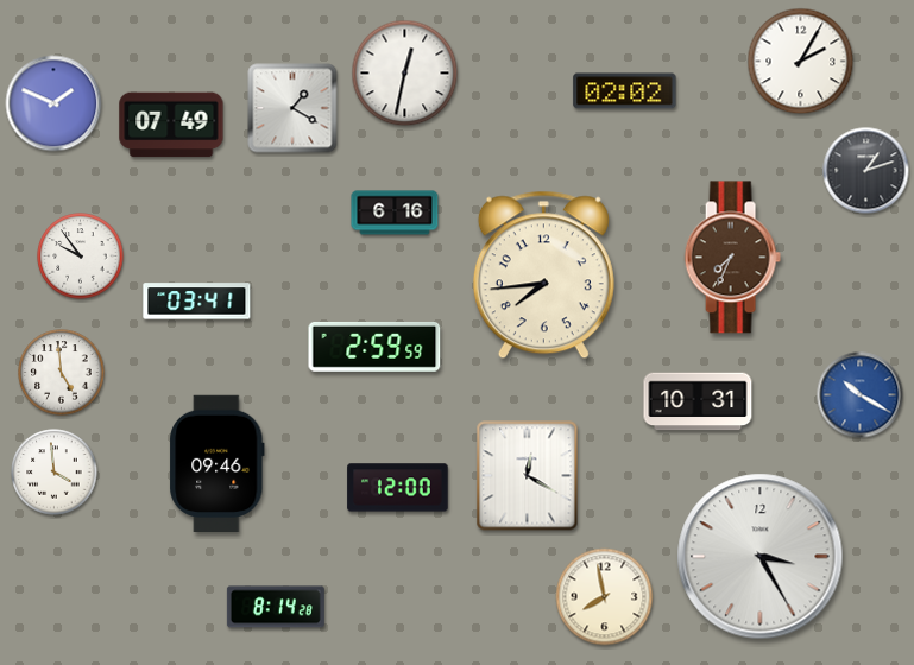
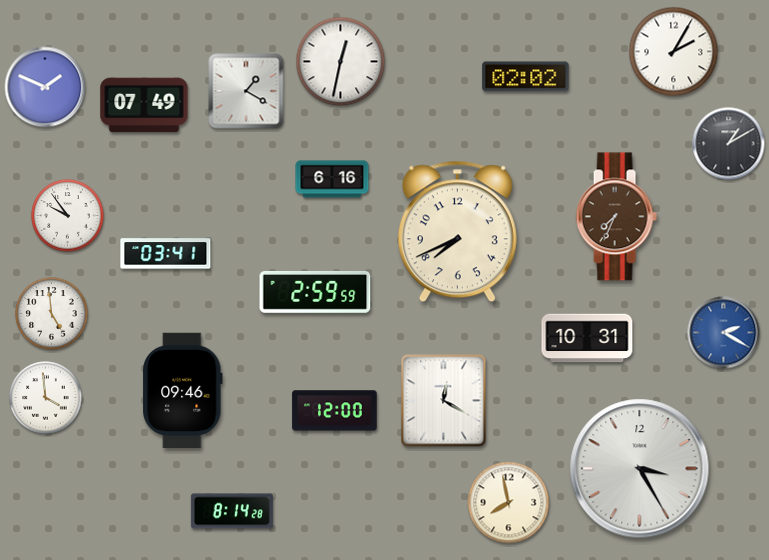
clock at (866, 171): 1:12 -> 1:10
clock at (543, 275): 7:44 -> 7:41
clock at (861, 395): 10:20 -> 2:20
